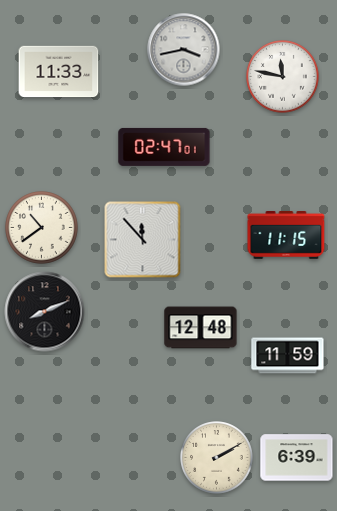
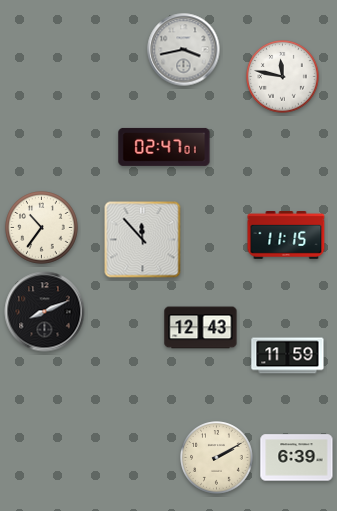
clock at (59, 72): 11:33 -> none
clock at (42, 228): 10:39 -> 10:36
clock at (201, 328): 12:48 -> 12:43
